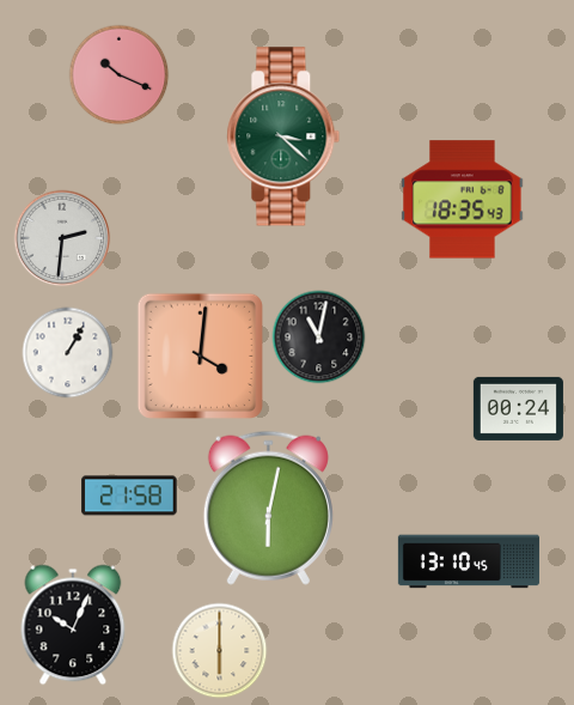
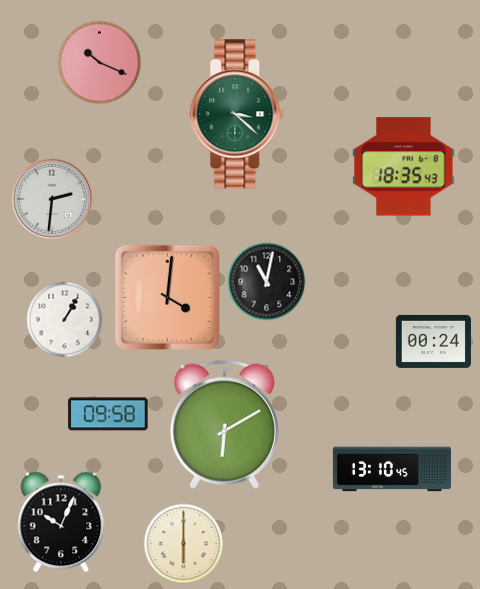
clock at (463, 200) position: (463, 200) -> (404, 167)
clock at (68, 353) position: (68, 353) -> (65, 320)
clock at (129, 496): 21:58 -> 09:58
clock at (268, 508): 6:02 -> 6:10
